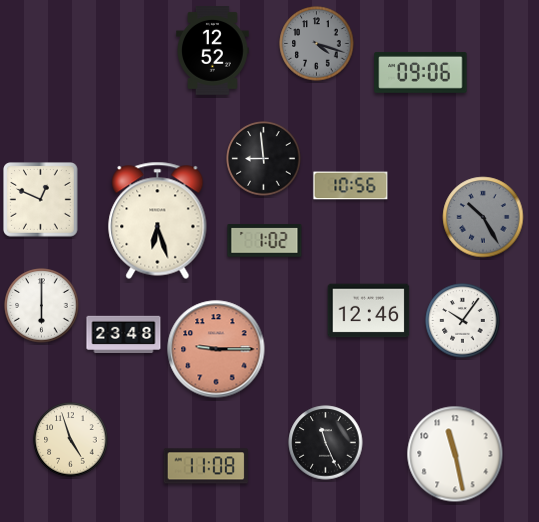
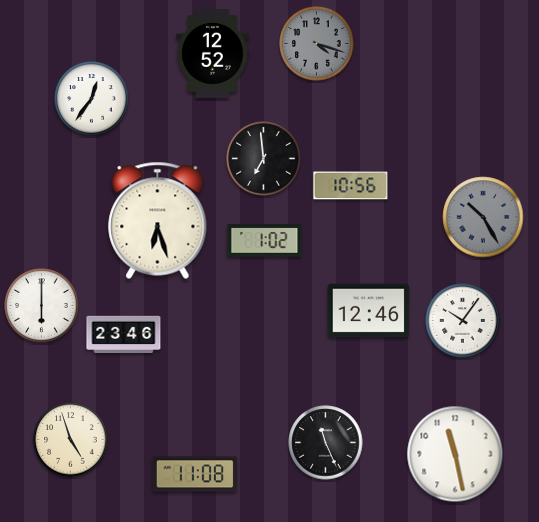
clock at (213, 51) position: (213, 51) -> (213, 54)
clock at (421, 72): 09:06 -> none
clock at (92, 99): none -> 12:36
clock at (264, 159): 8:59 -> 6:59
clock at (41, 200): 12:49 -> none
clock at (124, 334): 23:48 -> 23:46
clock at (216, 349): 9:15 -> none
clock at (206, 466) position: (206, 466) -> (195, 474)
